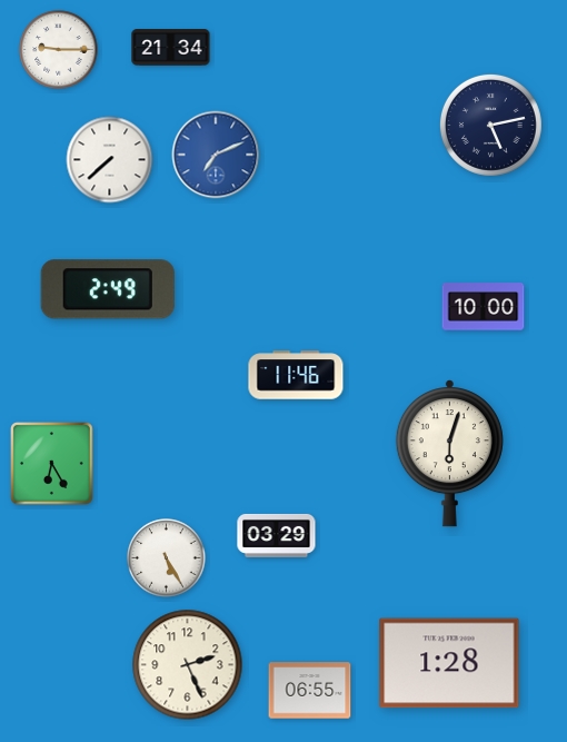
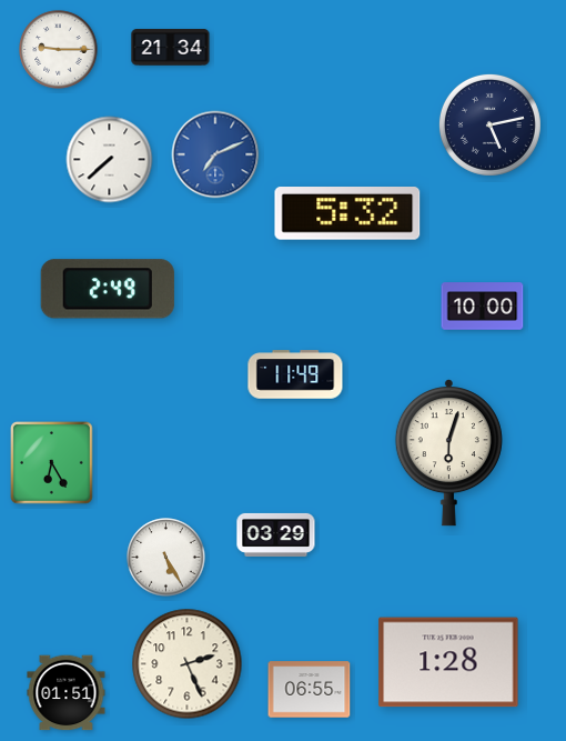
clock at (347, 214): none -> 5:32
clock at (296, 375): 11:46 -> 11:49
clock at (67, 693): none -> 01:51
